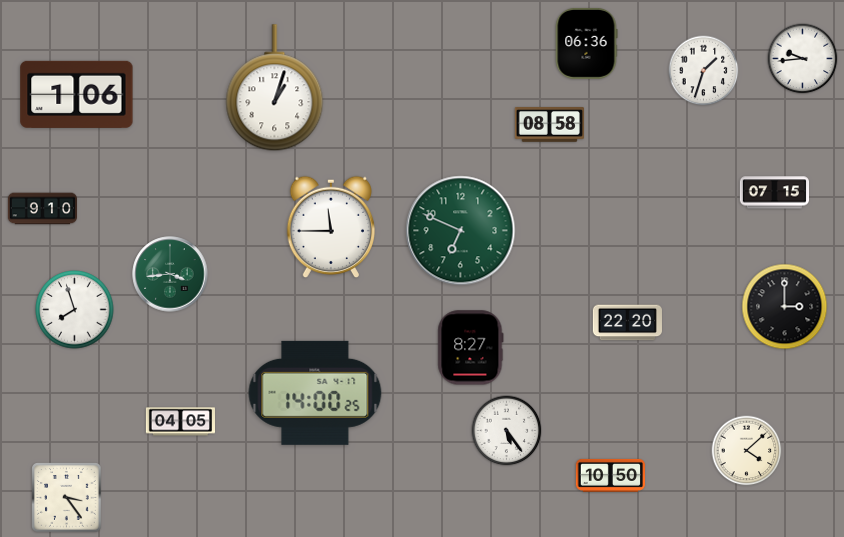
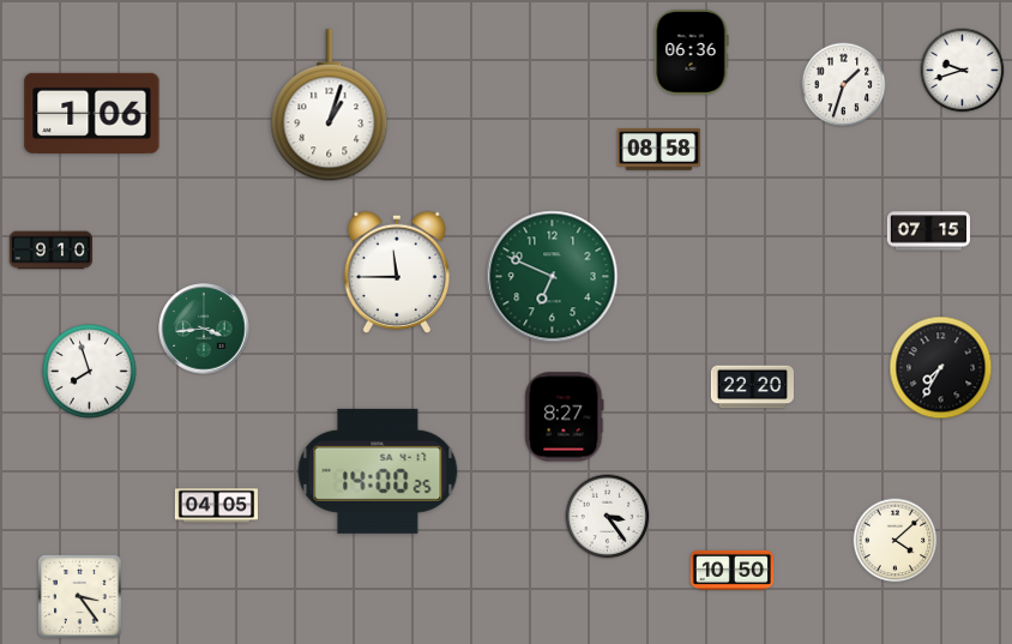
clock at (586, 43) position: (586, 43) -> (691, 52)
clock at (803, 59): 9:44 -> 9:42
clock at (785, 307): 3:00 -> 7:35
clock at (507, 431): 5:24 -> 3:24
